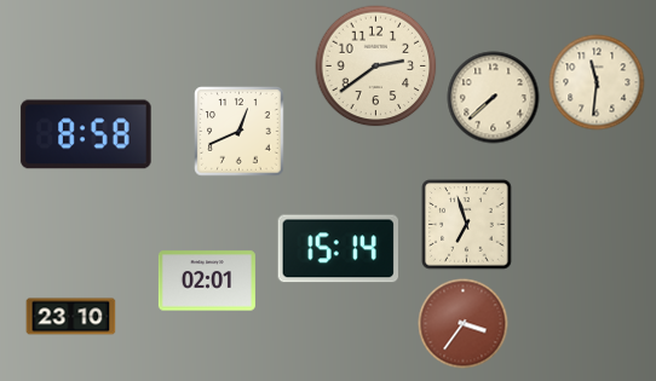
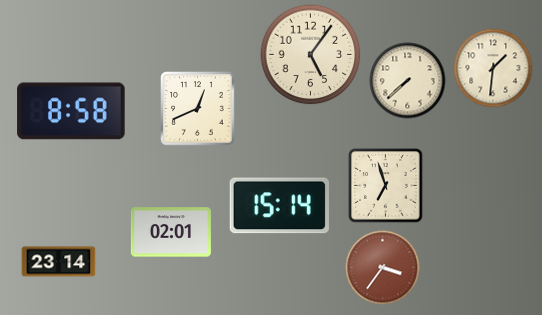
clock at (376, 67): 2:39 -> 5:06
clock at (597, 82): 11:31 -> 1:31
clock at (71, 317): 23:10 -> 23:14
